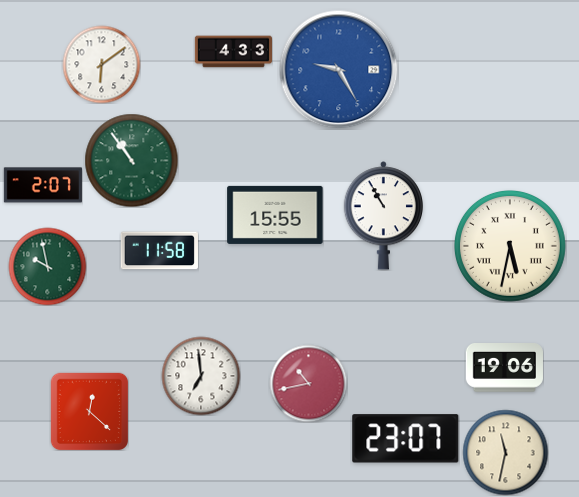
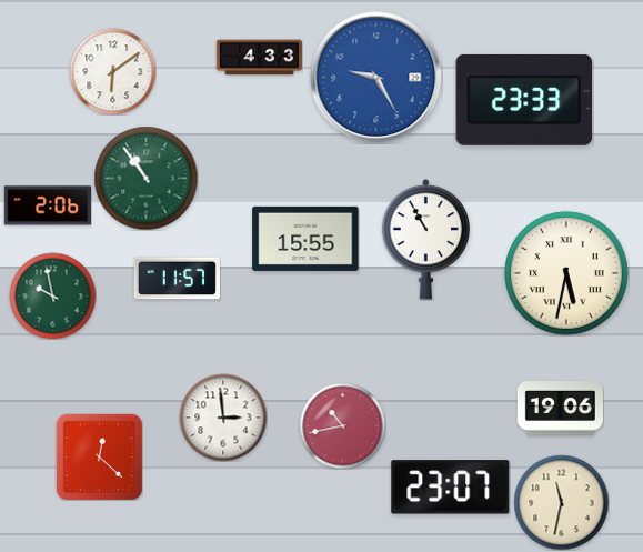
clock at (524, 100): none -> 23:33
clock at (43, 185): 2:07 -> 2:06
clock at (159, 251): 11:58 -> 11:57
clock at (201, 376): 6:59 -> 2:59
